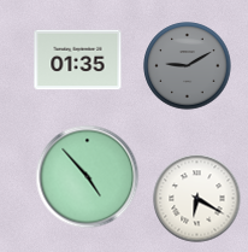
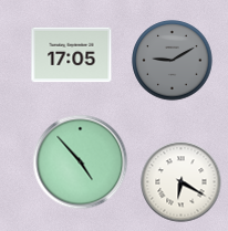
clock at (78, 60): 01:35 -> 17:05
